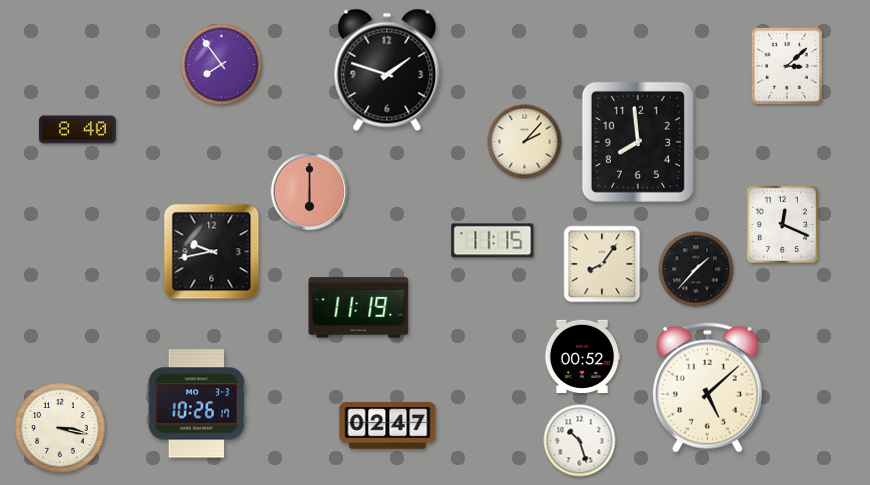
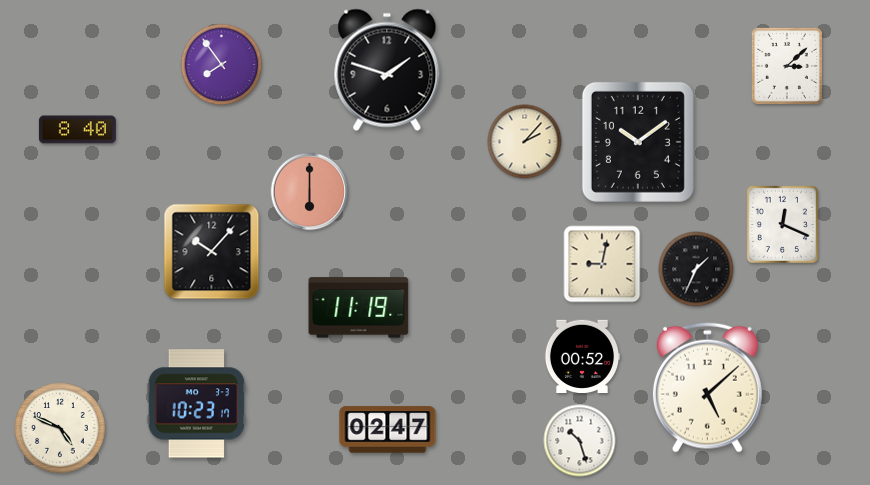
clock at (638, 142): 7:59 -> 10:09
clock at (493, 241): 11:15 -> none
clock at (212, 252): 9:43 -> 10:07
clock at (602, 264): 8:06 -> 9:02
clock at (696, 269): 1:37 -> 1:34
clock at (197, 404): 10:26 -> 10:23
clock at (388, 426) position: (388, 426) -> (388, 430)
clock at (60, 428): 3:17 -> 4:49
